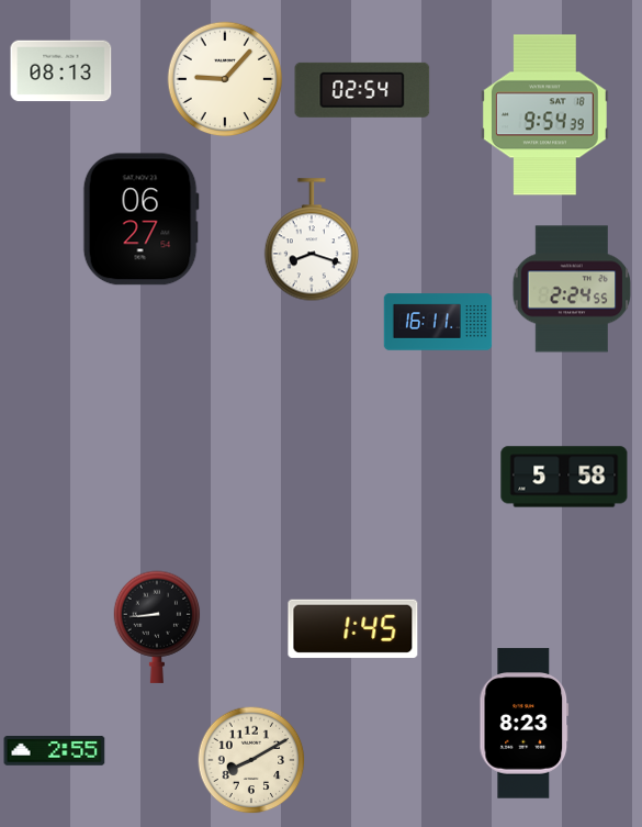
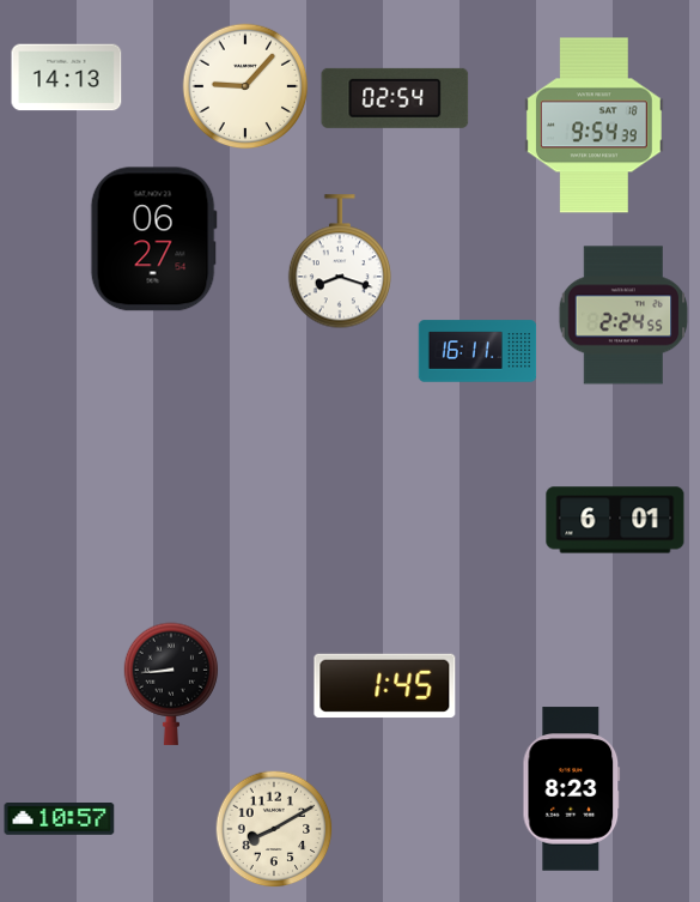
clock at (61, 71): 08:13 -> 14:13
clock at (564, 477): 5:58 -> 6:01
clock at (55, 751): 2:55 -> 10:57
